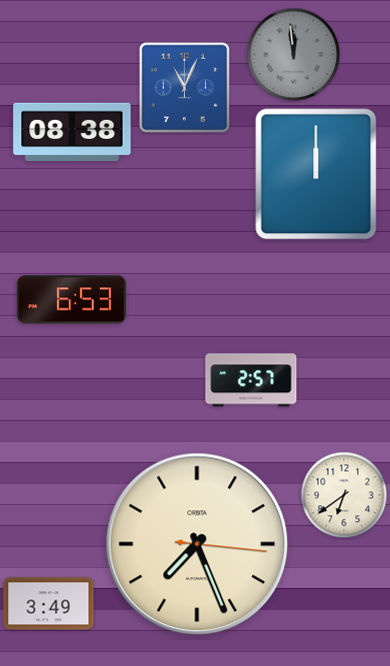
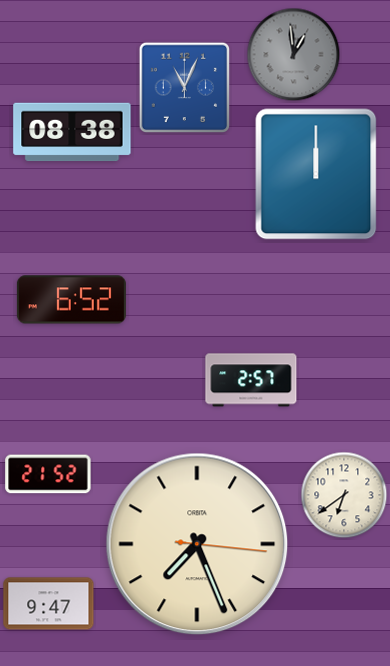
clock at (294, 55): 11:59 -> 12:59
clock at (71, 300): 6:53 -> 6:52
clock at (48, 474): none -> 21:52
clock at (49, 604): 3:49 -> 9:47
